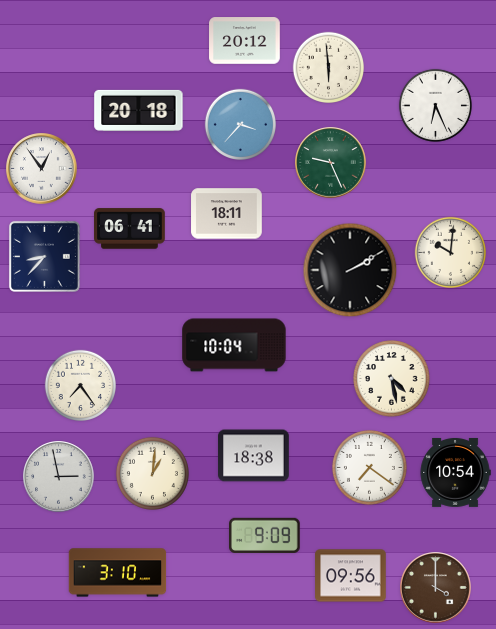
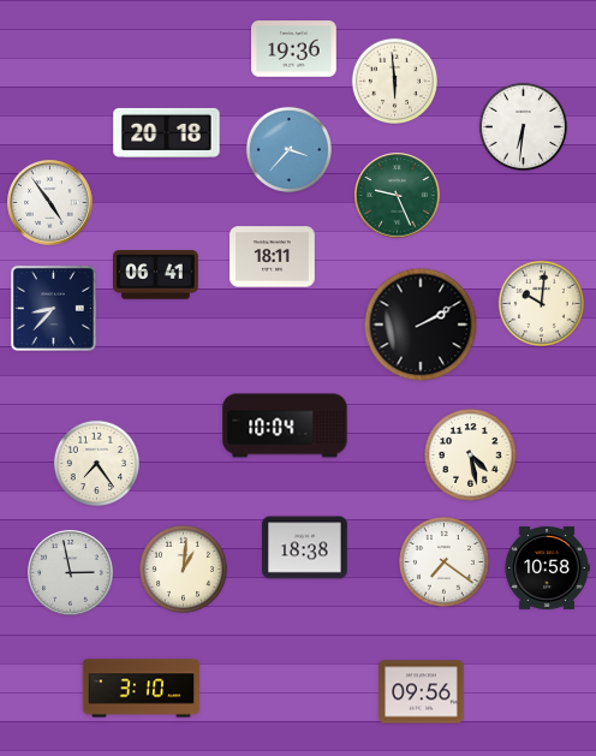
clock at (245, 41): 20:12 -> 19:36
clock at (435, 105): 6:26 -> 6:31
clock at (42, 169): 12:54 -> 4:54
clock at (234, 345) position: (234, 345) -> (285, 425)
clock at (455, 472): 10:54 -> 10:58
clock at (265, 535): 9:09 -> none
clock at (436, 588): 4:00 -> none
